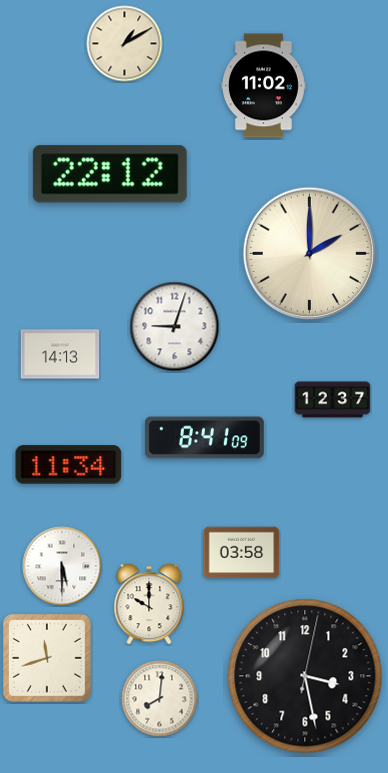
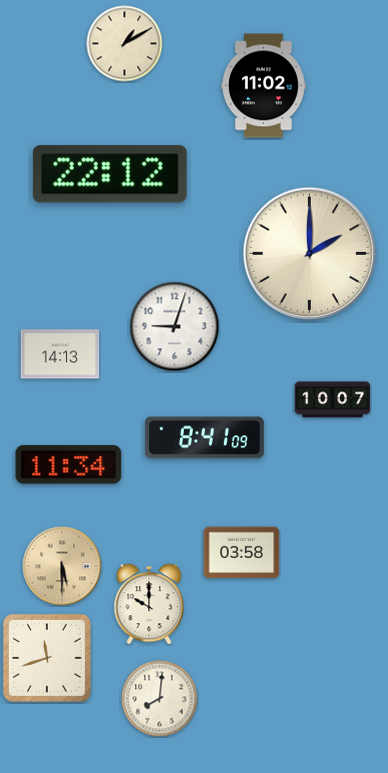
clock at (333, 400): 12:37 -> 10:07
clock at (62, 566) dial: white -> champagne
clock at (305, 676): 3:28 -> none
